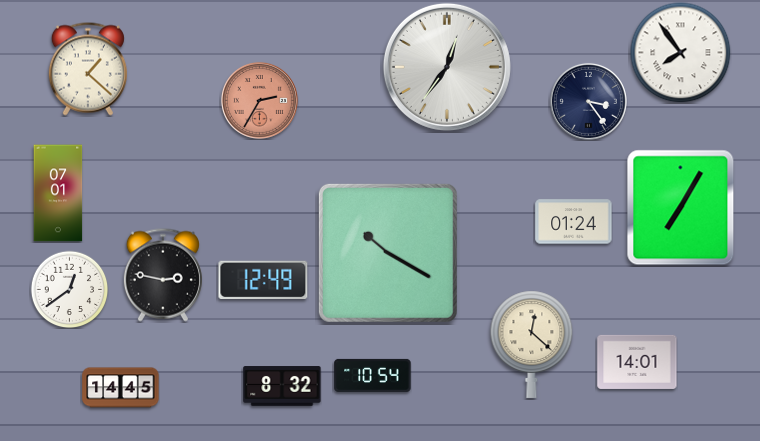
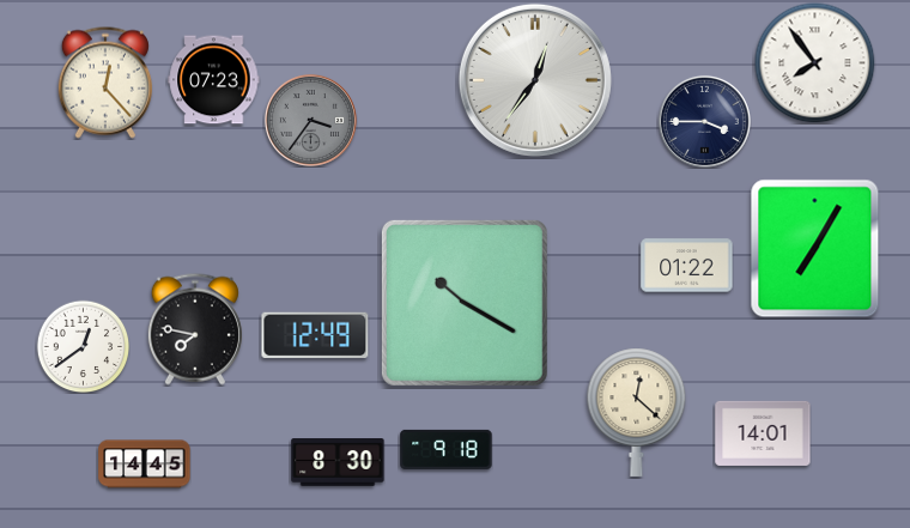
clock at (214, 80): none -> 07:23
clock at (88, 69): 1:22 -> 12:23
clock at (259, 100): 2:35 -> 3:36
clock at (259, 100) dial: salmon -> grey
clock at (588, 101): 3:24 -> 3:45
clock at (58, 193): 07:01 -> none
clock at (574, 222): 01:24 -> 01:22
clock at (163, 275): 2:47 -> 7:47
clock at (373, 375): 10:54 -> 9:18
clock at (282, 386): 8:32 -> 8:30
